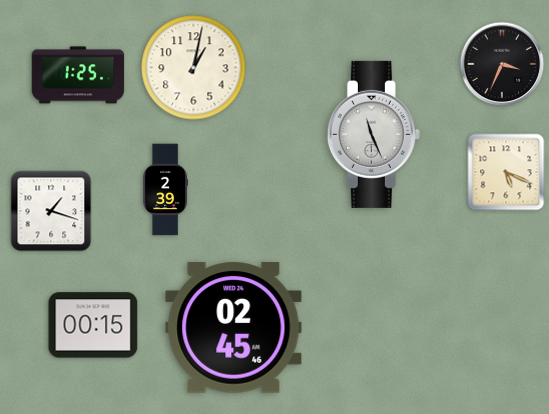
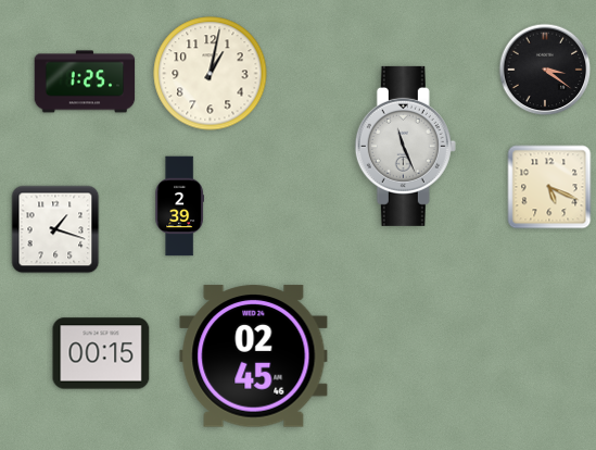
clock at (502, 64): 3:34 -> 3:21
